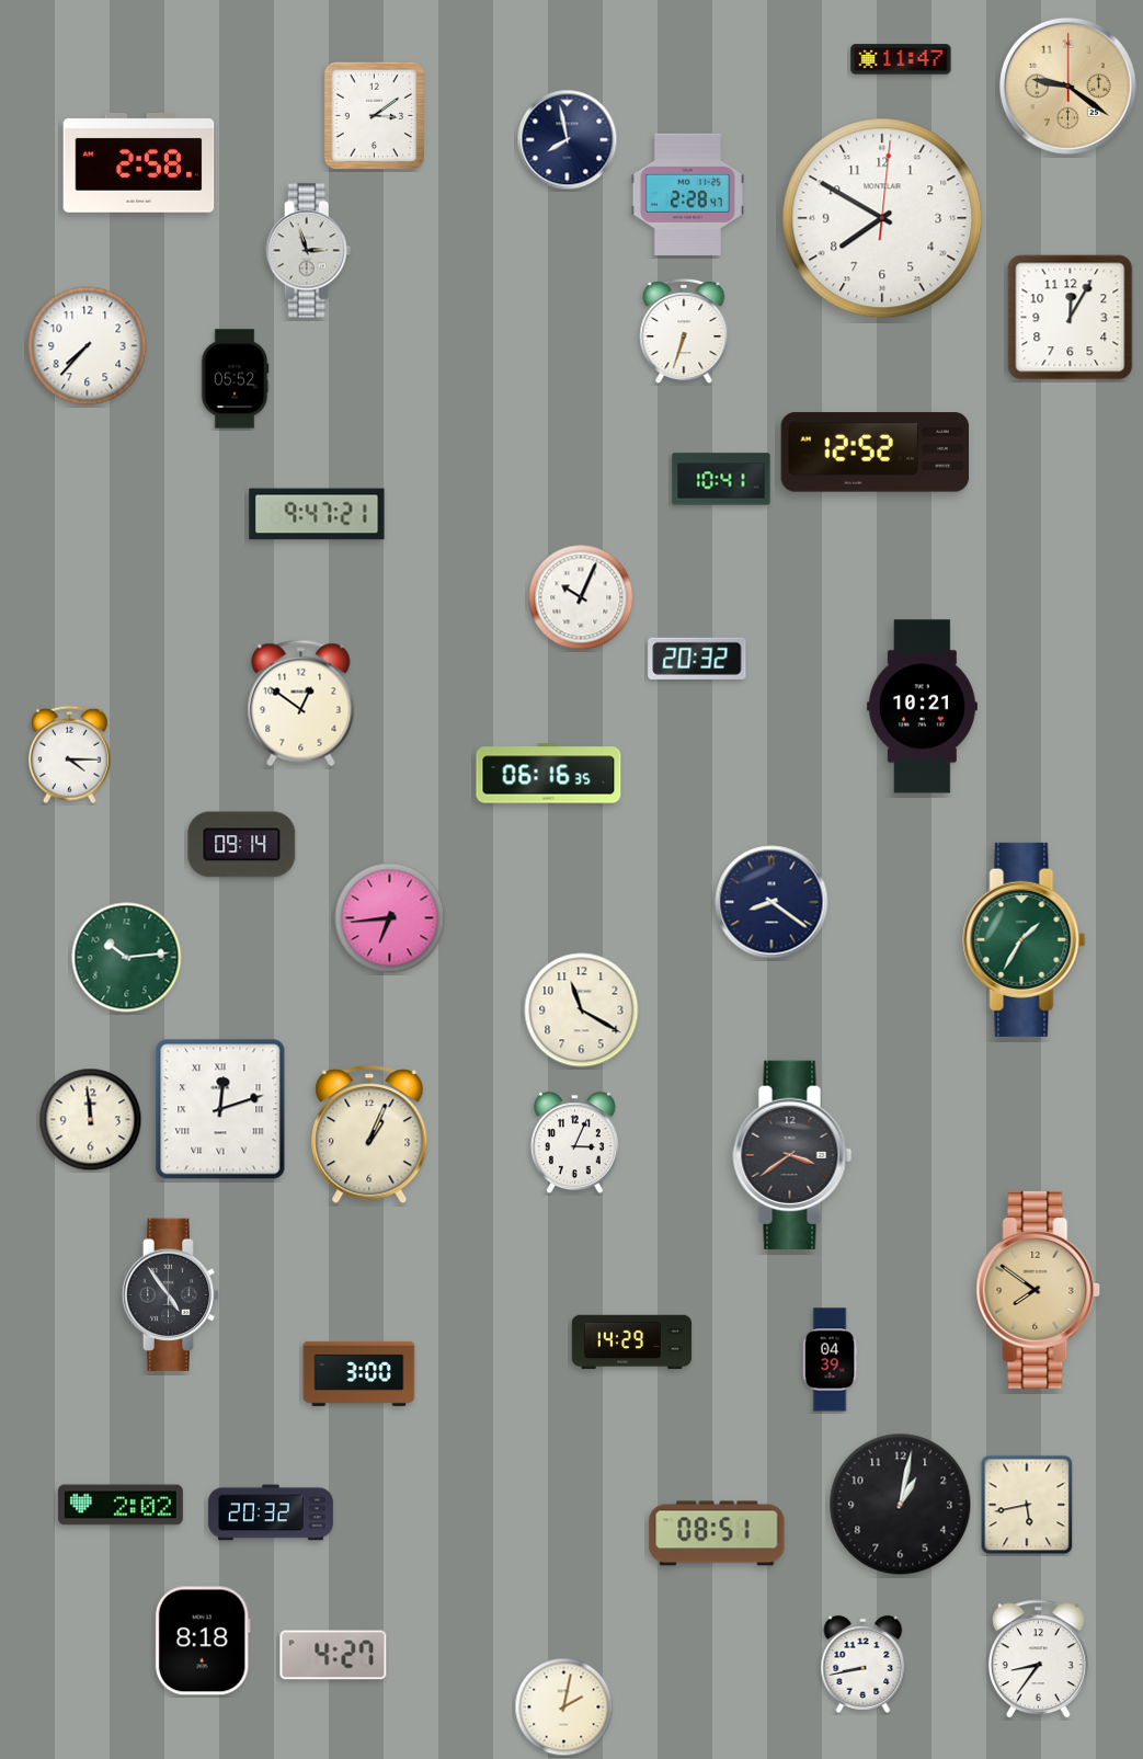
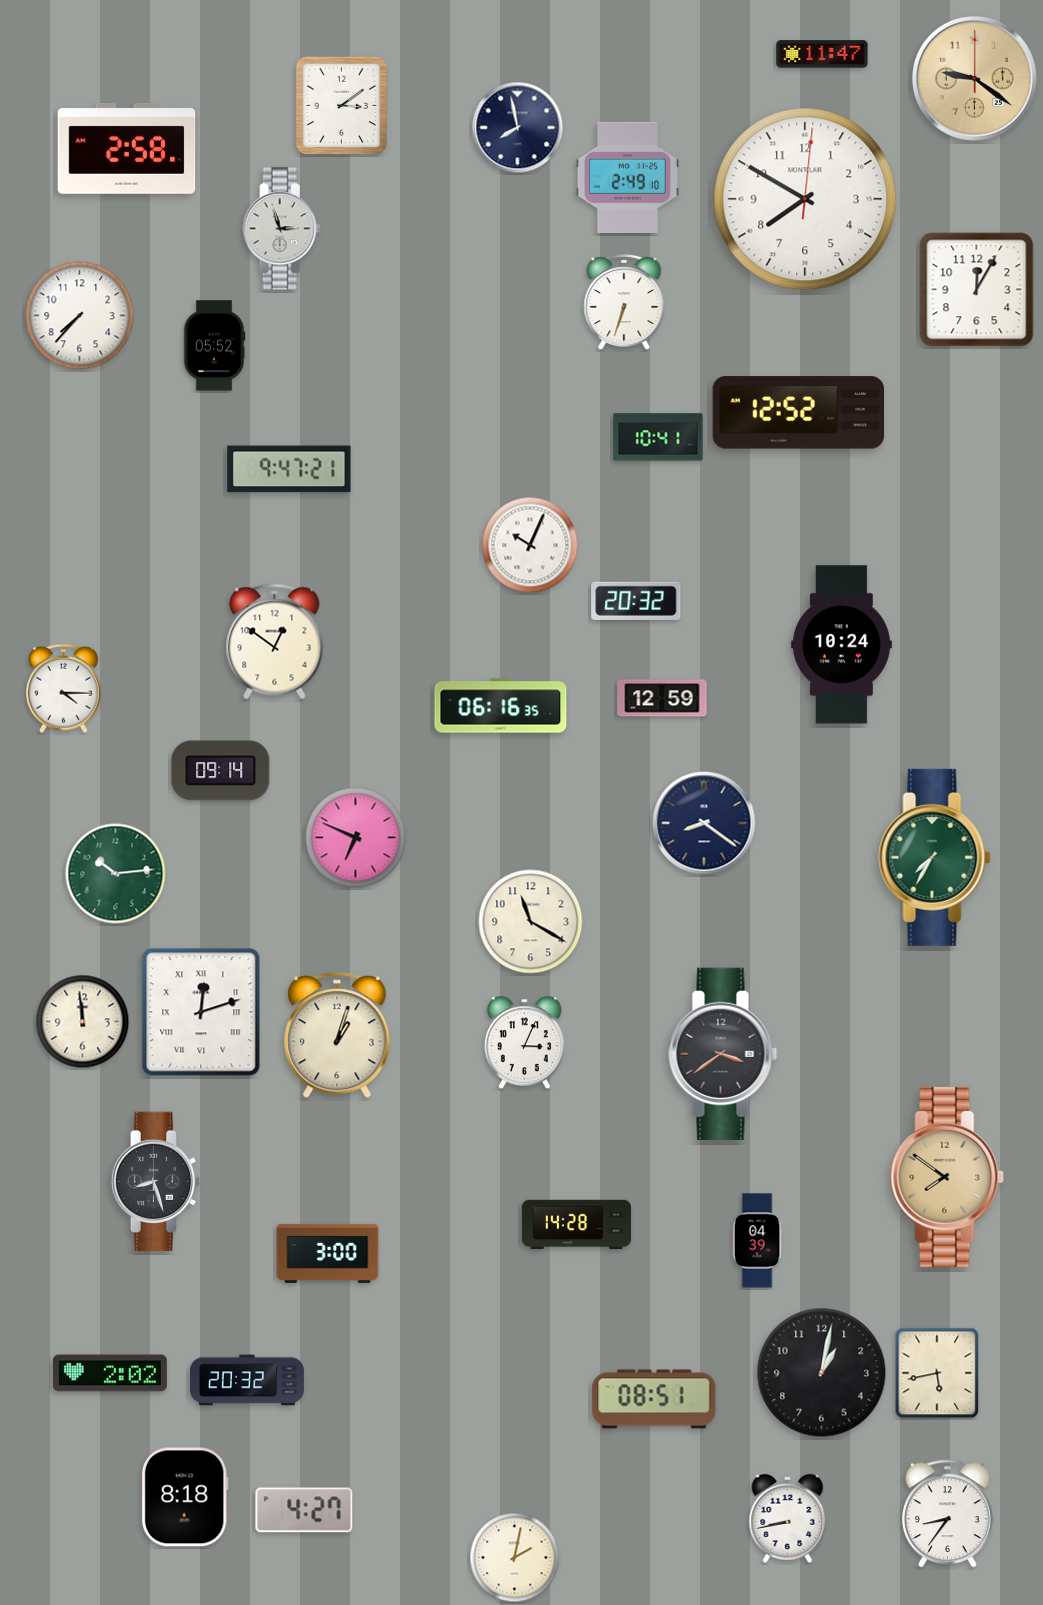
clock at (687, 194): 2:28 -> 2:49
clock at (922, 707): 10:21 -> 10:24
clock at (662, 698): none -> 12:59
clock at (390, 918): 6:44 -> 6:49
clock at (1025, 939): 1:35 -> 7:35
clock at (369, 1135): 1:04 -> 1:03
clock at (171, 1295): 4:54 -> 8:27
clock at (632, 1343): 14:29 -> 14:28
